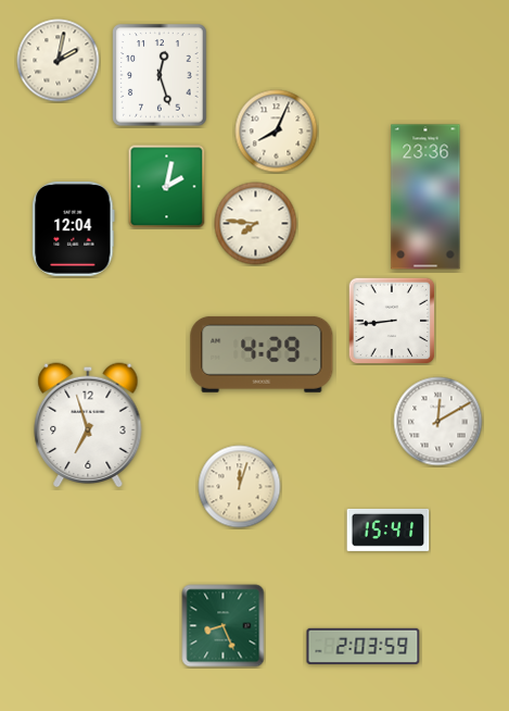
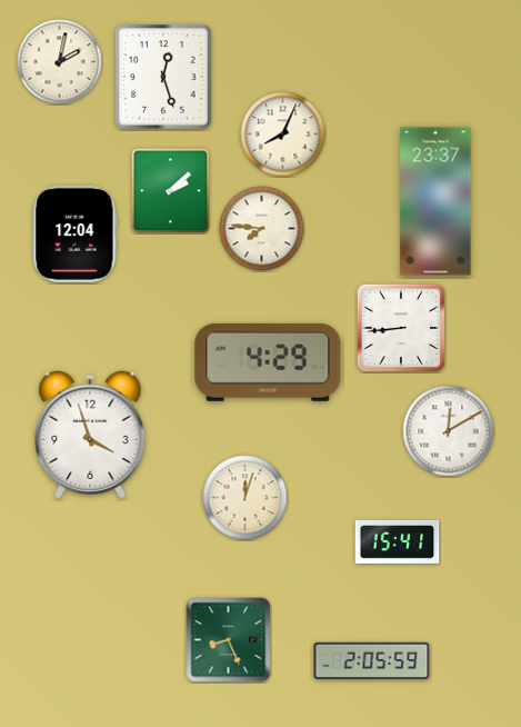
clock at (167, 187): 2:02 -> 2:08
clock at (425, 197): 23:36 -> 23:37
clock at (88, 425): 6:57 -> 3:57
clock at (364, 646): 2:03 -> 2:05
